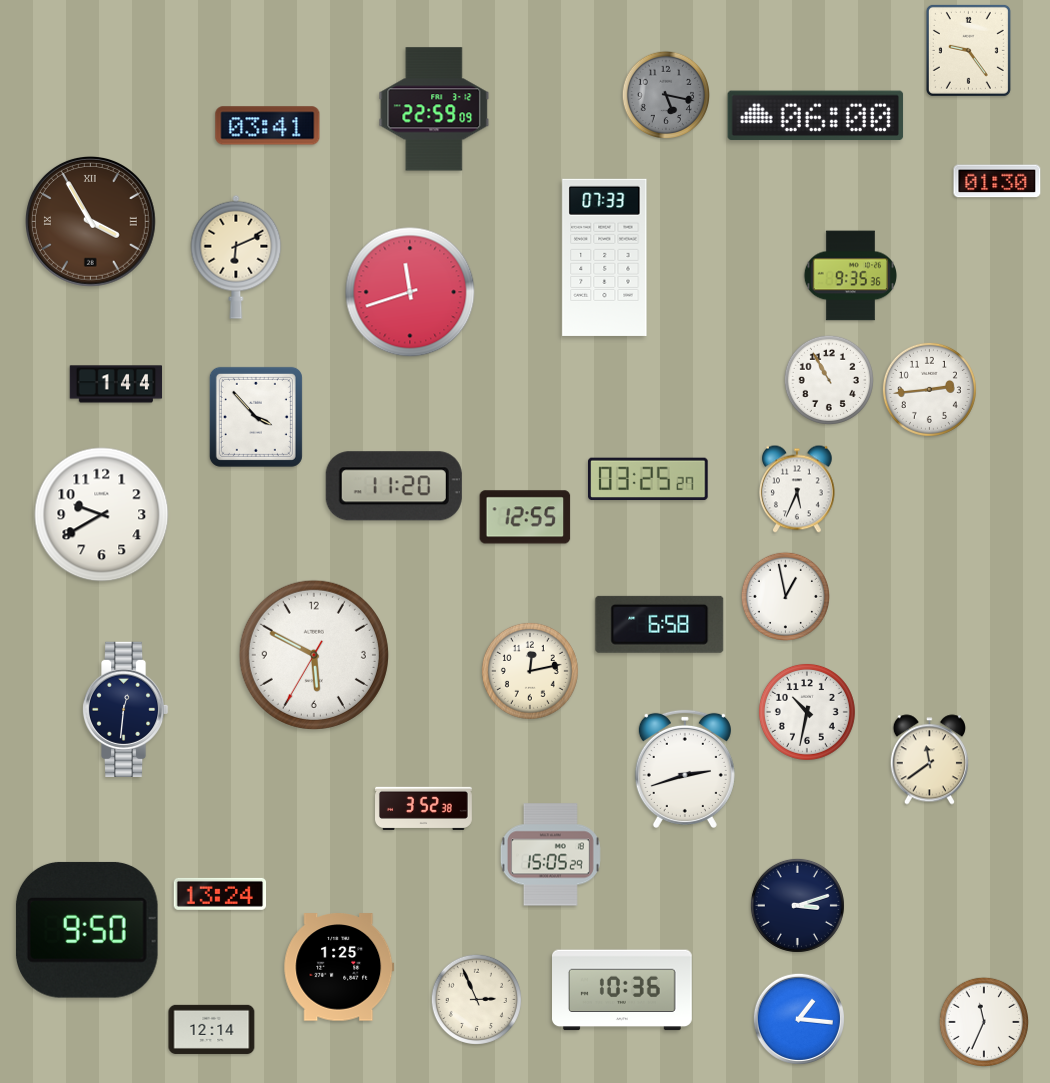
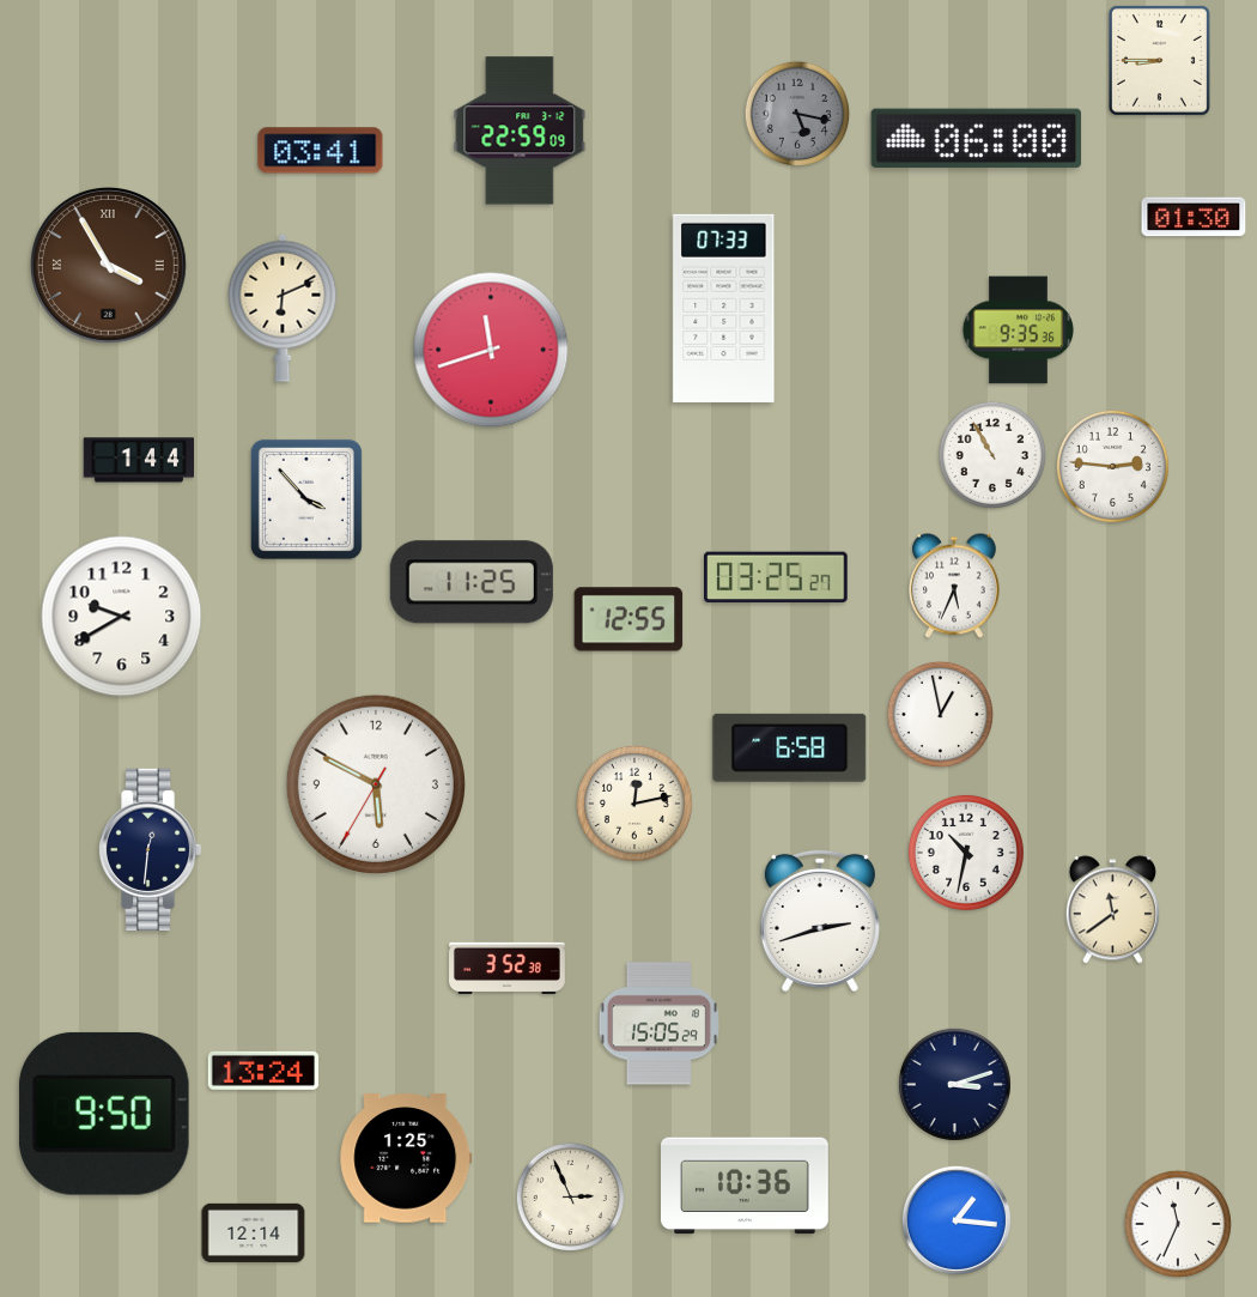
clock at (968, 50): 9:24 -> 8:45
clock at (929, 389): 2:44 -> 2:46
clock at (649, 479) position: (649, 479) -> (777, 577)
clock at (394, 486): 11:20 -> 11:25
